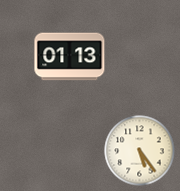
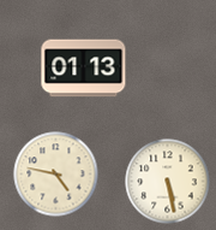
clock at (56, 175): none -> 4:47
clock at (140, 151): 5:24 -> 5:28
